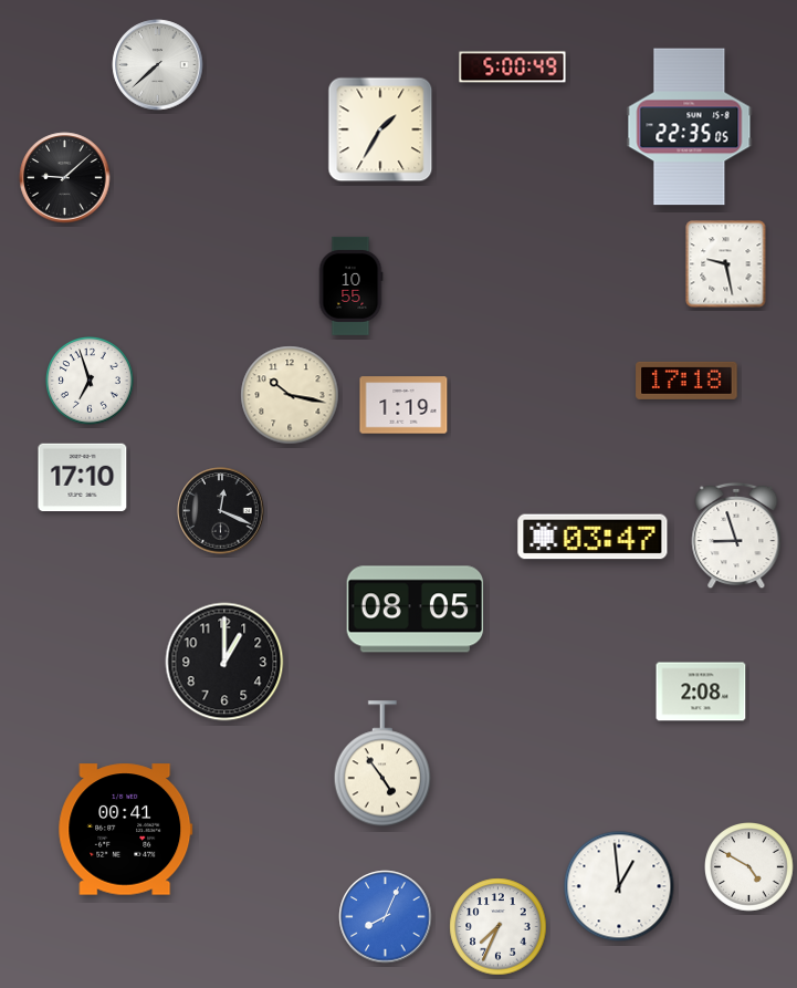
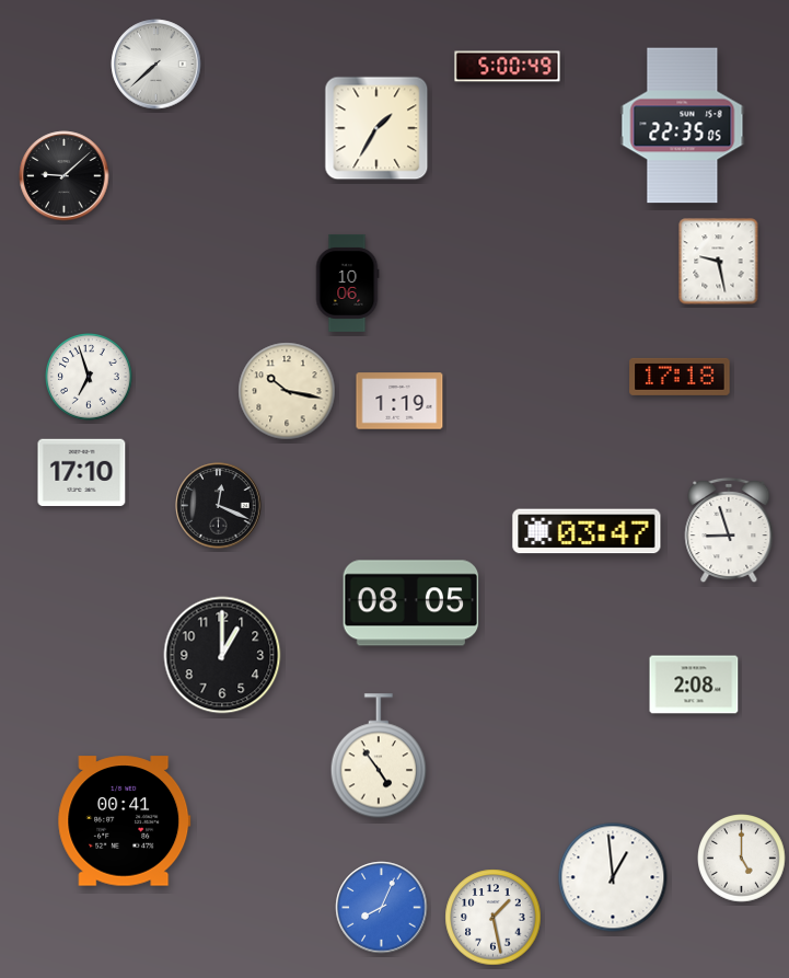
clock at (350, 285): 10:55 -> 10:06
clock at (749, 867): 4:50 -> 5:00
clock at (499, 927): 7:34 -> 1:28
